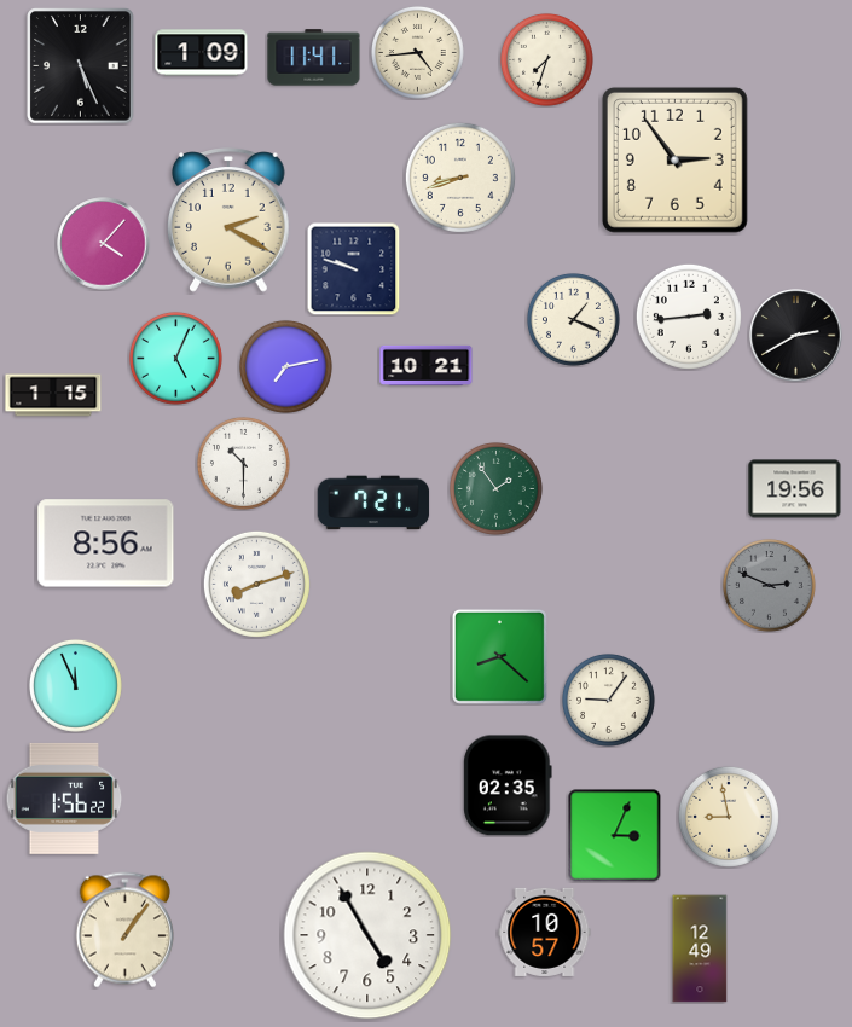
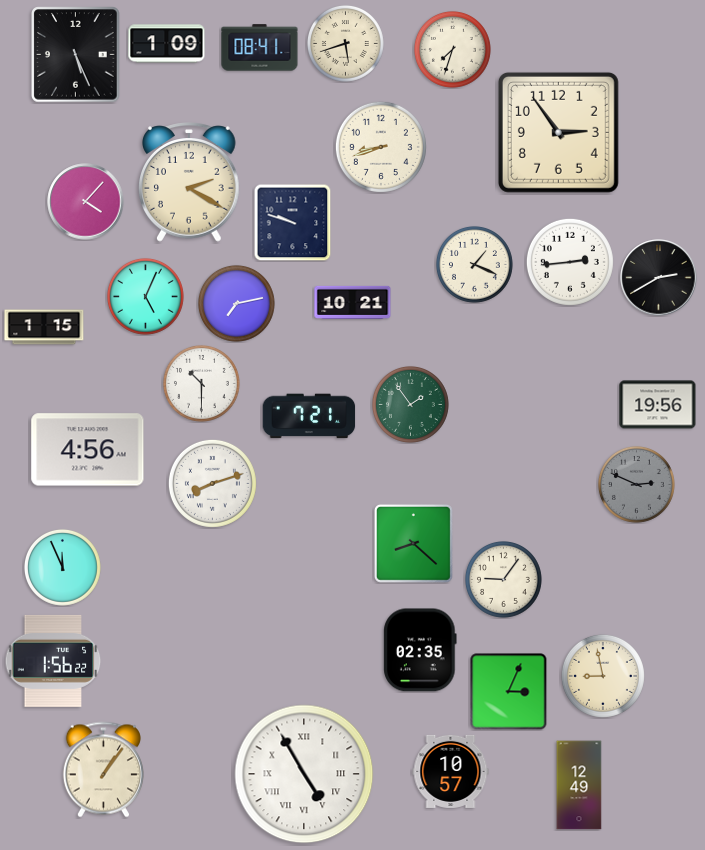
clock at (417, 52): 4:44 -> 5:42
clock at (314, 58): 11:41 -> 08:41
clock at (81, 66) position: (81, 66) -> (76, 55)
clock at (106, 544): 8:56 -> 4:56
clock at (367, 935) numerals: Arabic -> Roman
